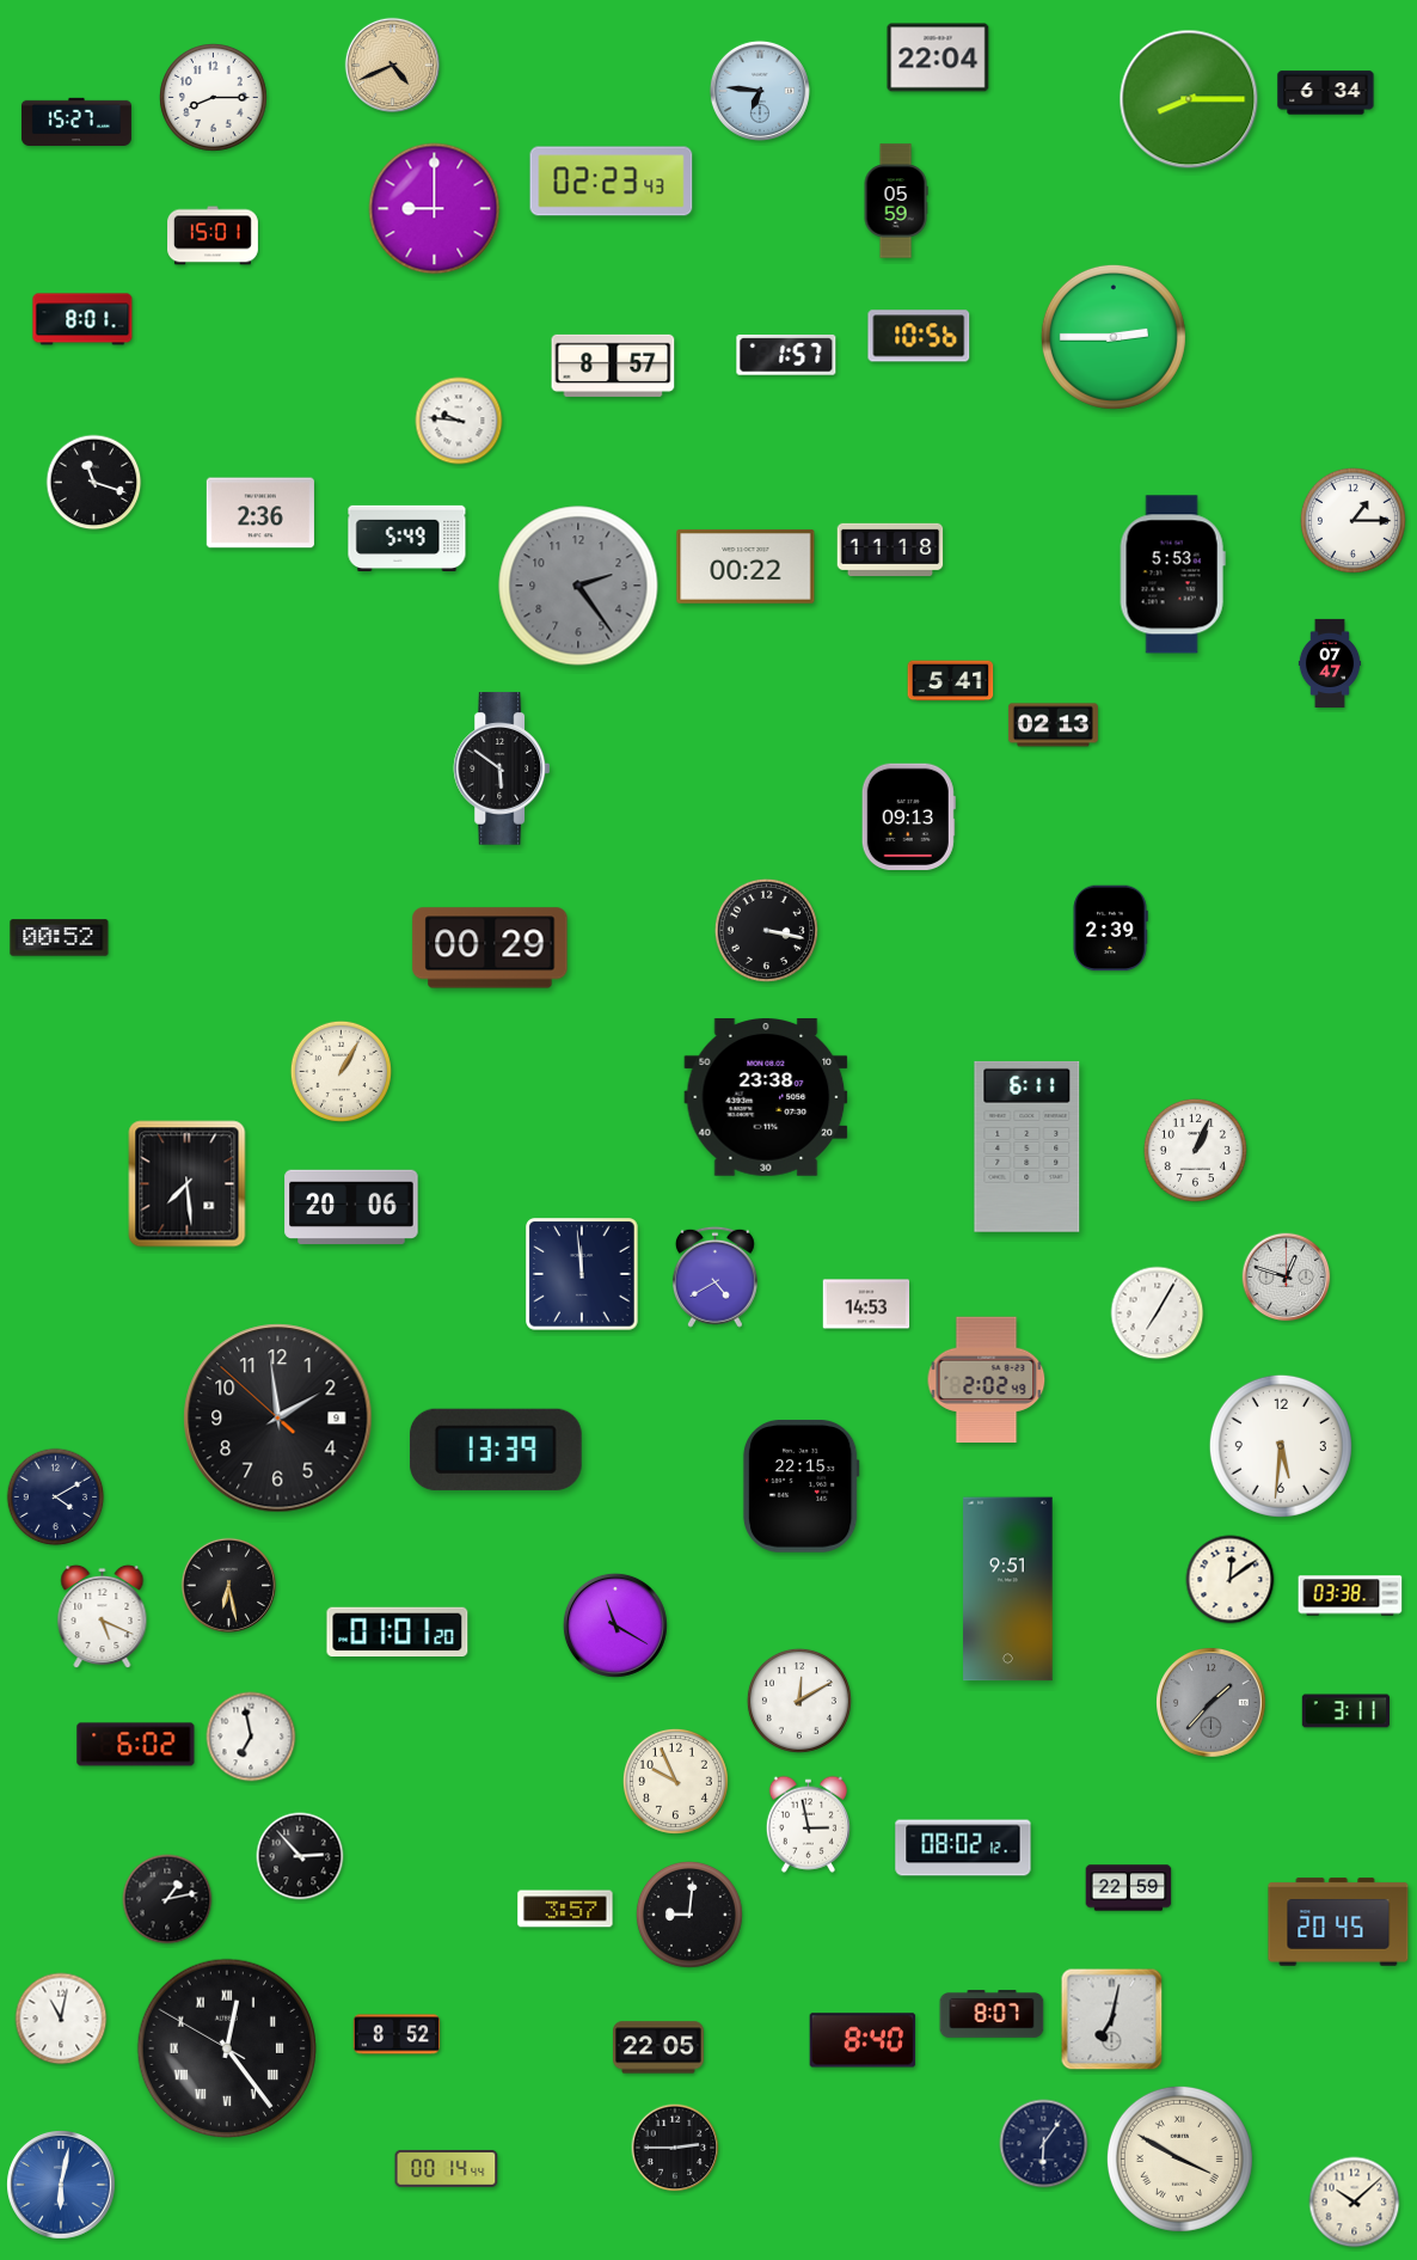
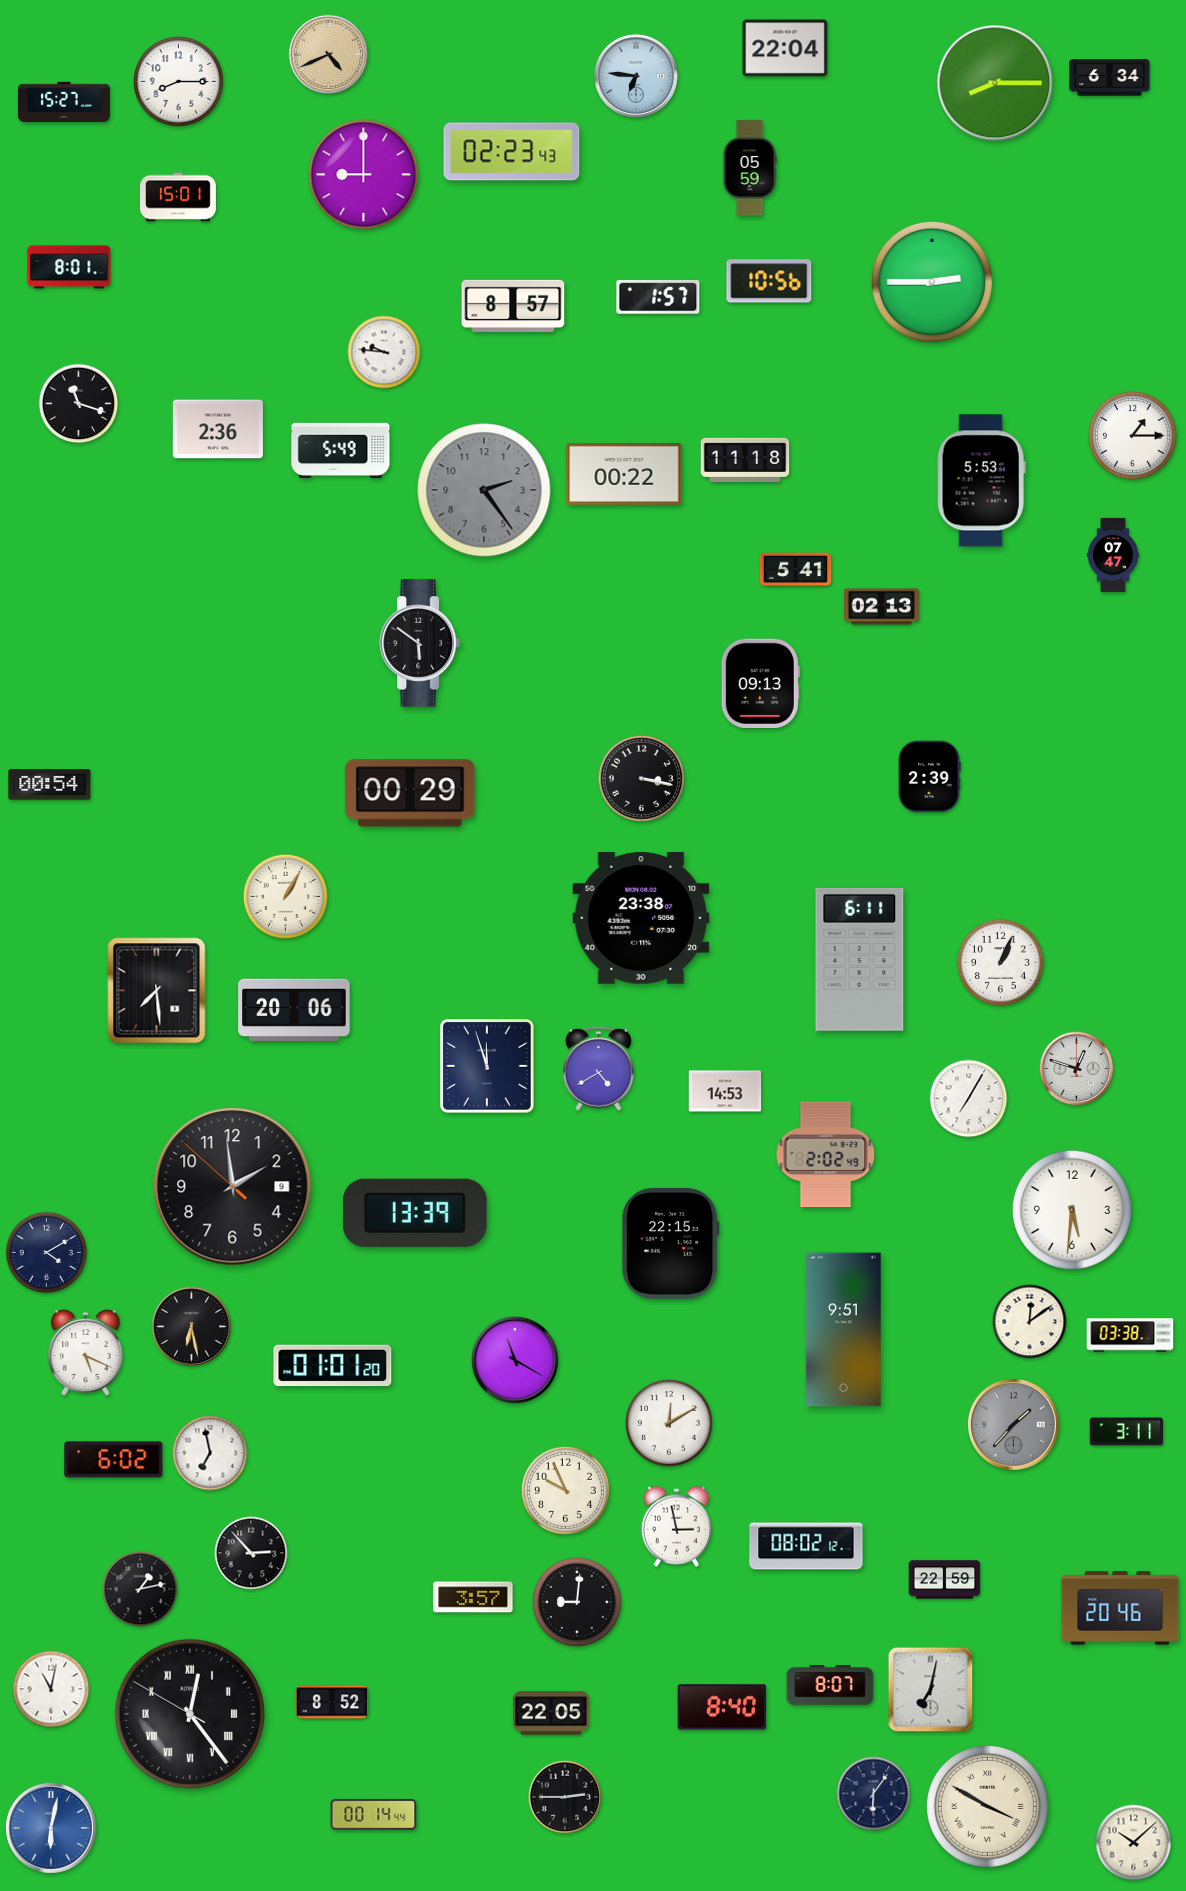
clock at (60, 938): 00:52 -> 00:54
clock at (582, 1274): 11:59 -> 11:57
clock at (1338, 1922): 20:45 -> 20:46
